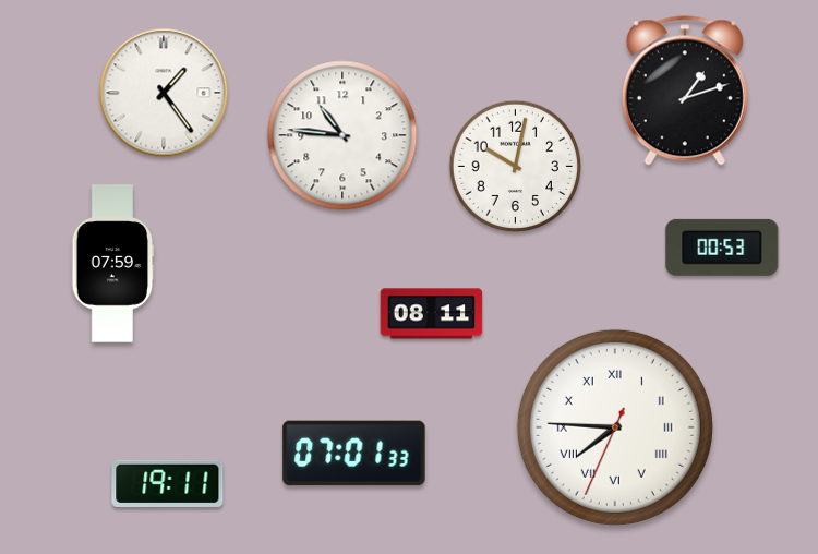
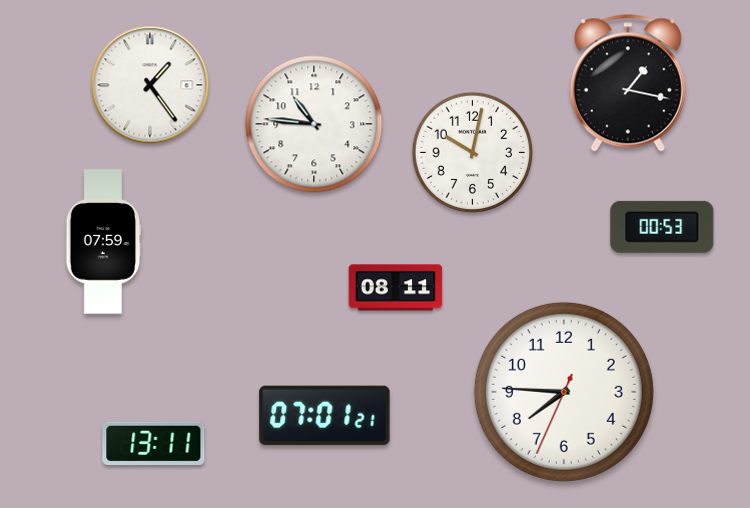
clock at (685, 91): 1:12 -> 1:17
clock at (615, 427) numerals: Roman -> Arabic
clock at (354, 454): 07:01:33 -> 07:01:21
clock at (168, 483): 19:11 -> 13:11
